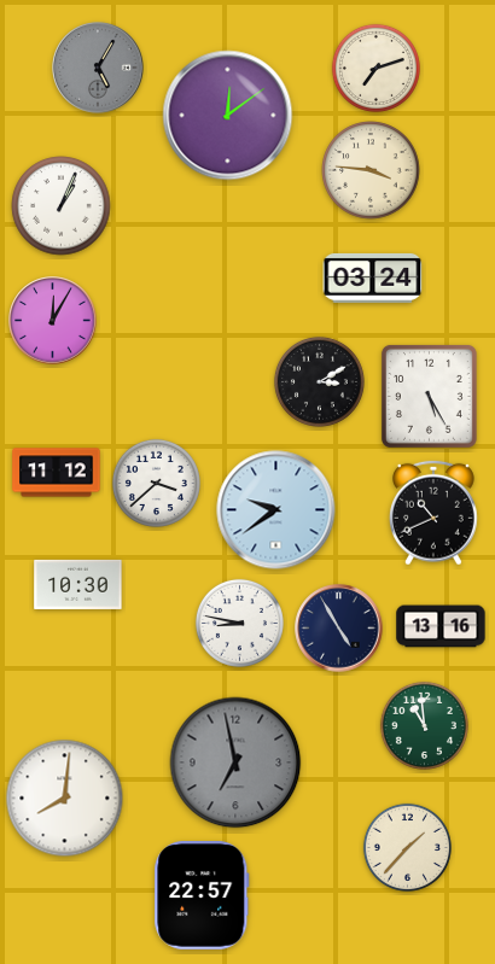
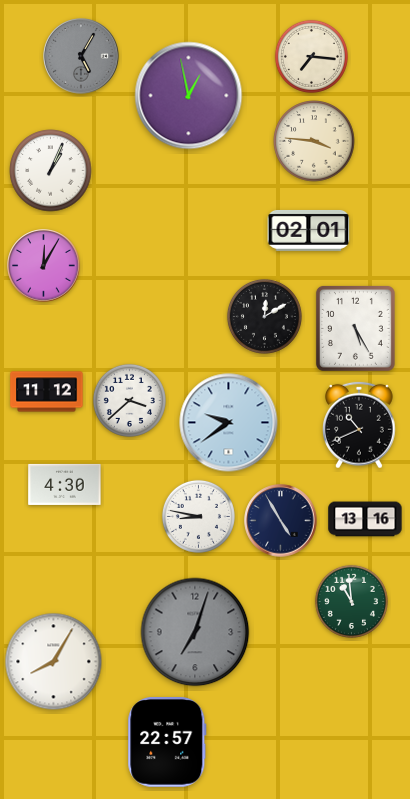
clock at (375, 68): 7:12 -> 7:16
clock at (228, 116): 12:09 -> 12:58
clock at (371, 170) position: (371, 170) -> (314, 141)
clock at (373, 277): 03:24 -> 02:01
clock at (319, 381): 3:10 -> 12:10
clock at (78, 584): 10:30 -> 4:30
clock at (235, 763): 6:58 -> 7:03
clock at (65, 799): 8:01 -> 8:05
clock at (407, 847): 1:37 -> none
